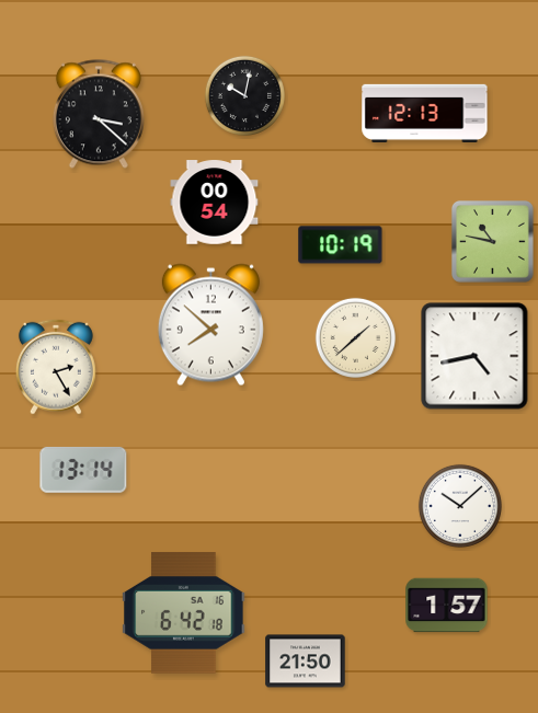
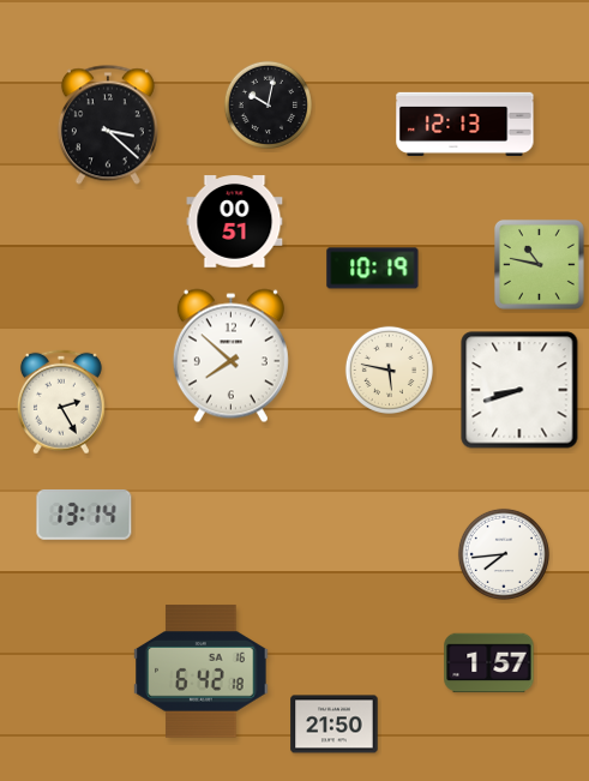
clock at (215, 203): 00:54 -> 00:51
clock at (355, 337): 1:38 -> 5:47
clock at (474, 356): 4:43 -> 8:42
clock at (83, 470) position: (83, 470) -> (84, 515)
clock at (460, 506): 10:08 -> 7:44
